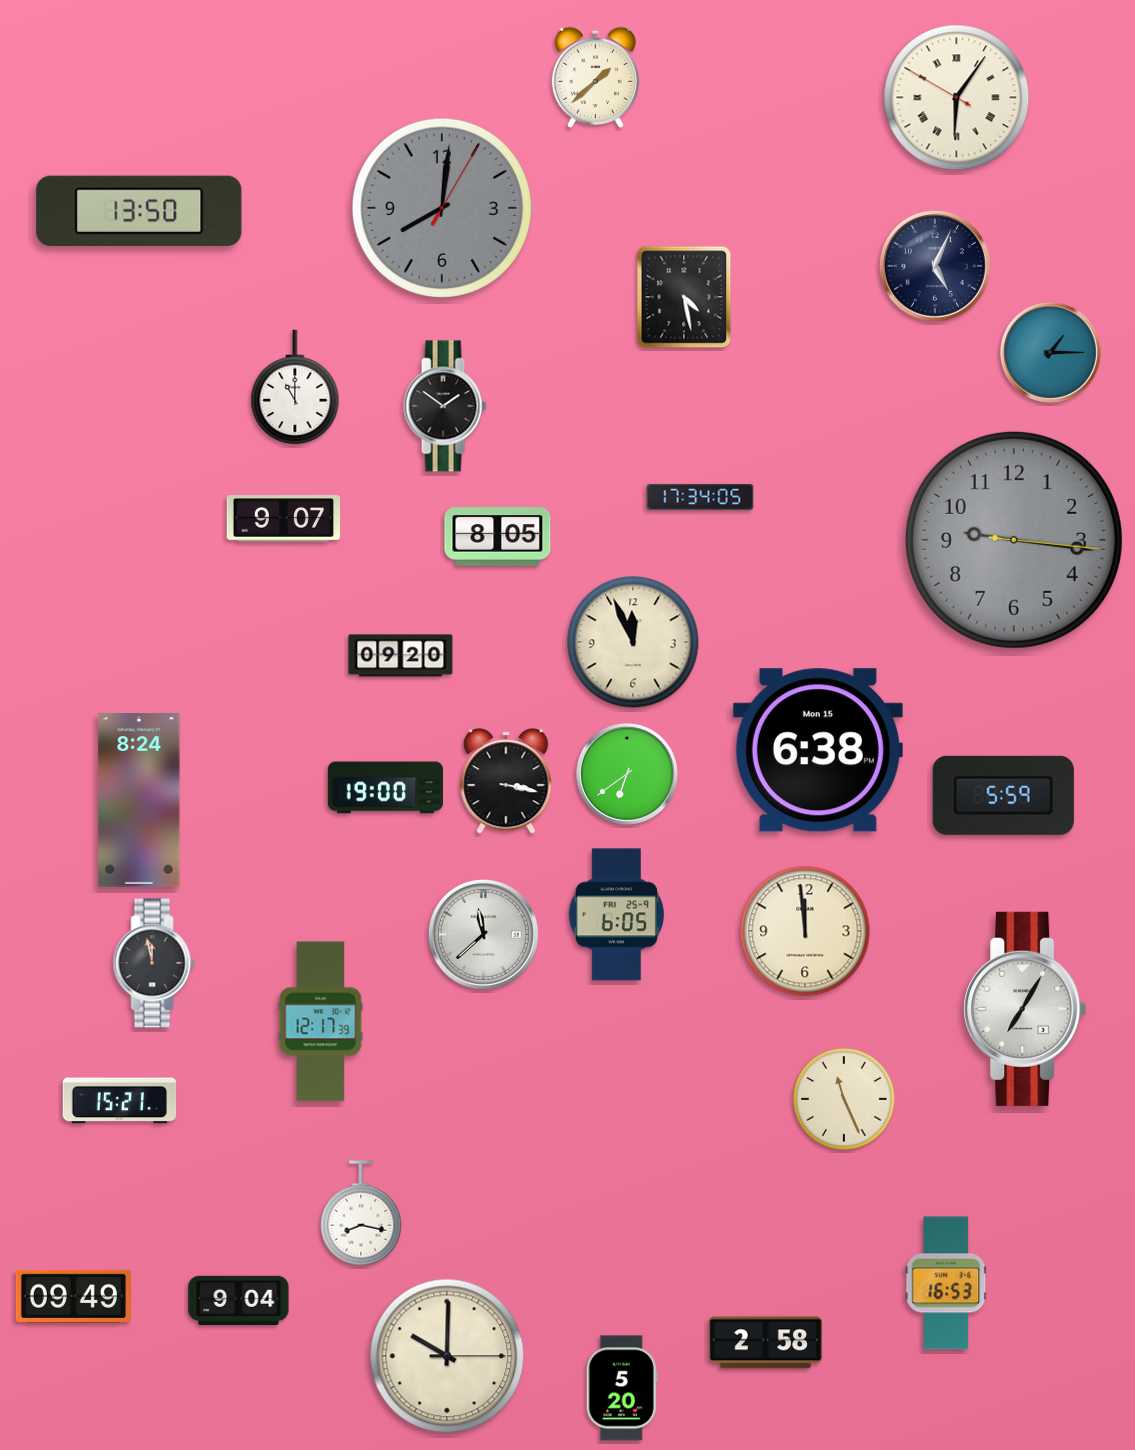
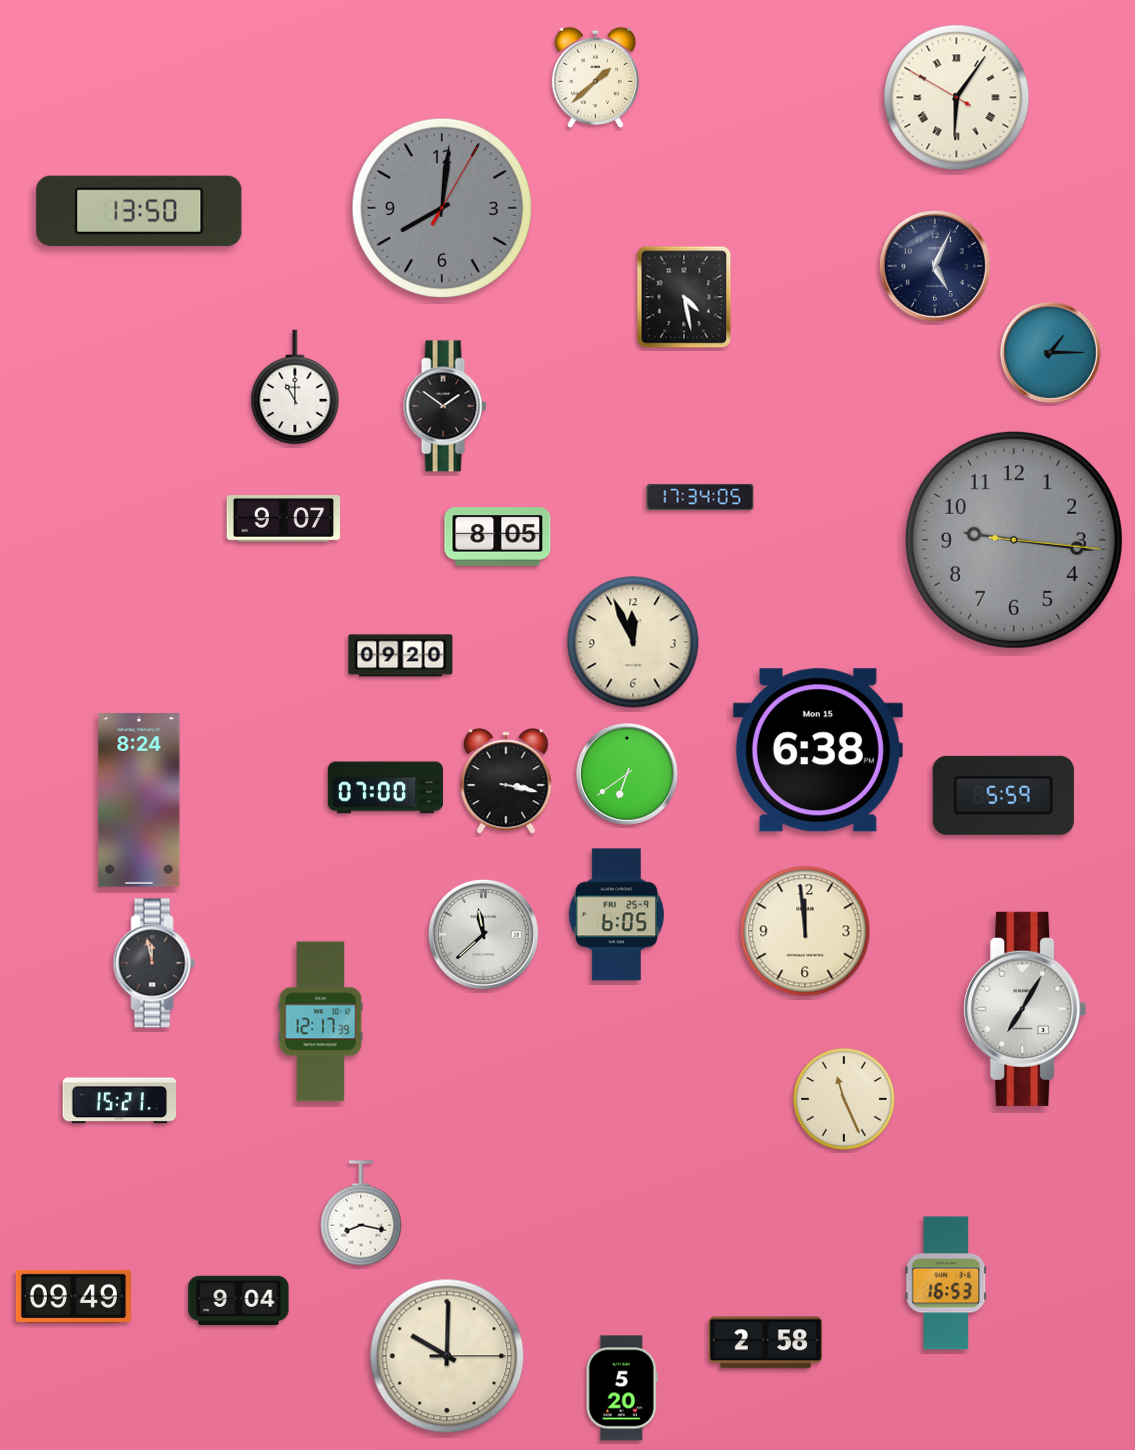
clock at (385, 788): 19:00 -> 07:00
